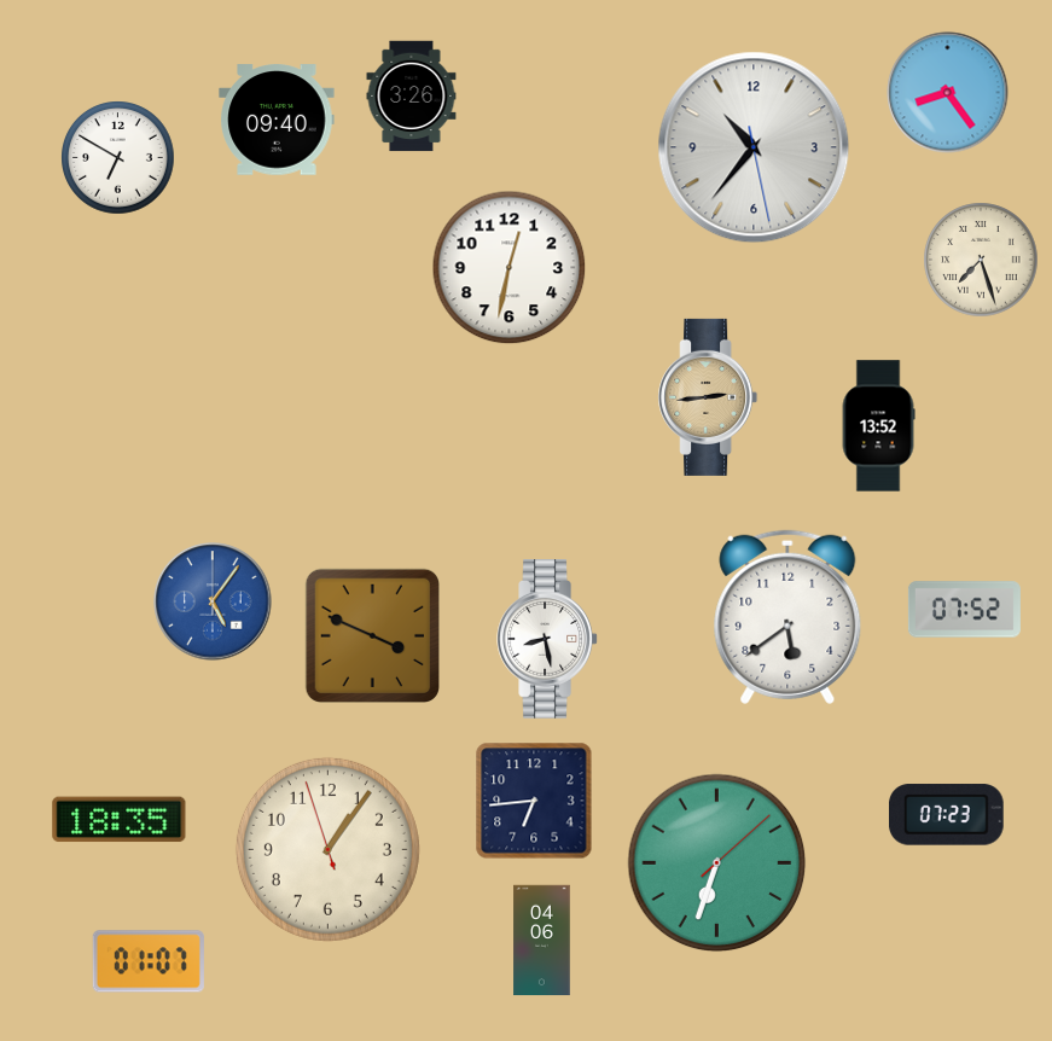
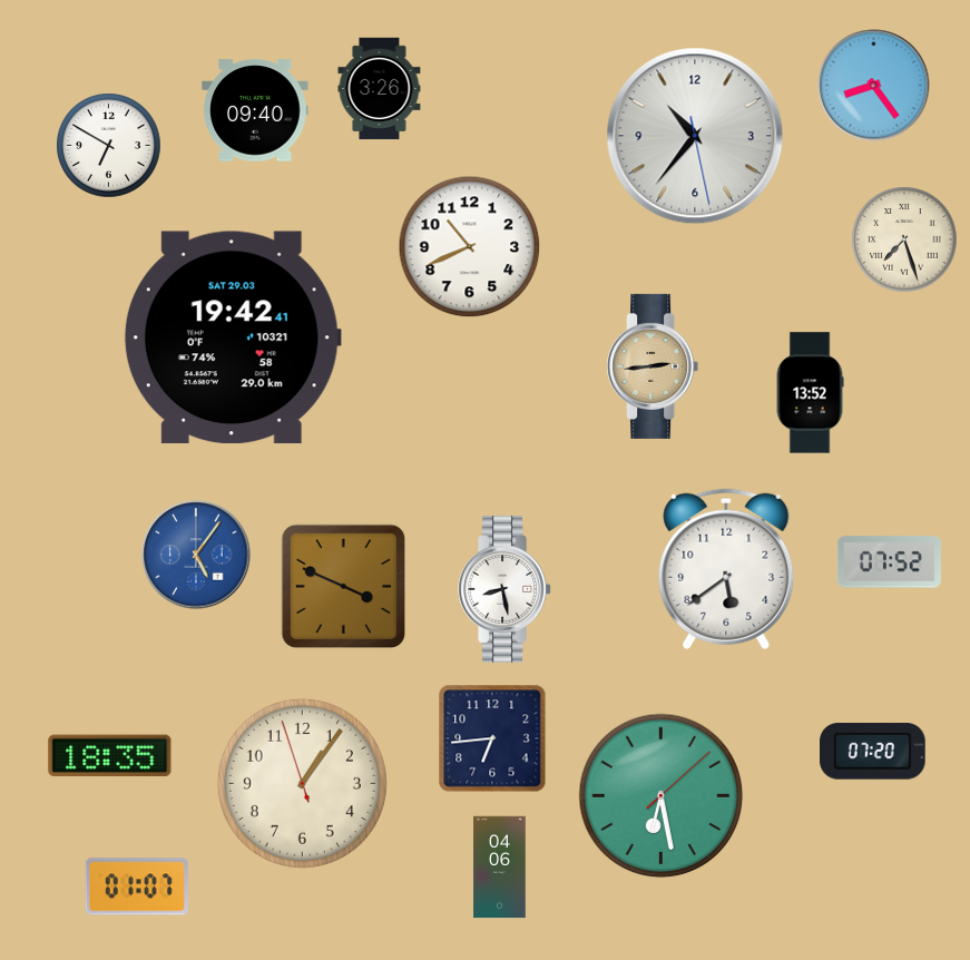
clock at (510, 268): 12:32 -> 10:41
clock at (233, 337): none -> 19:42
clock at (947, 815): 07:23 -> 07:20
clock at (717, 863): 6:33 -> 6:28
